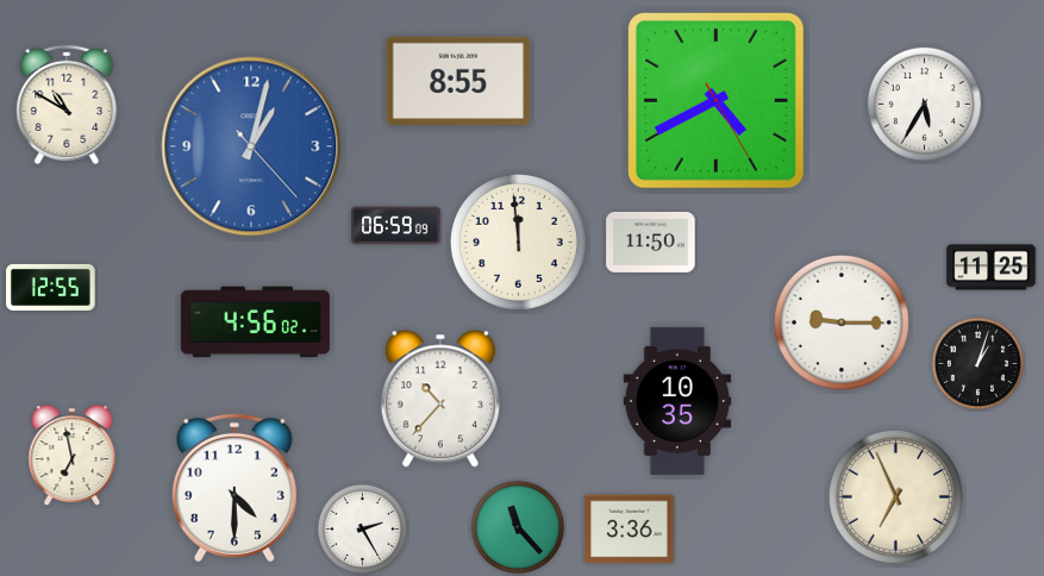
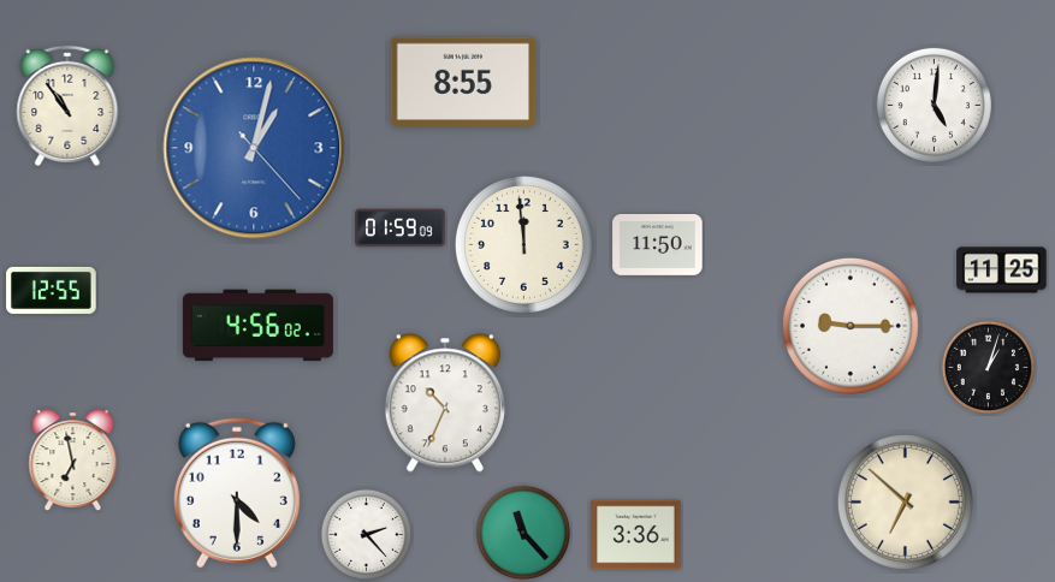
clock at (717, 101): 4:40 -> none
clock at (924, 104): 5:35 -> 5:01
clock at (67, 105): 10:50 -> 10:54
clock at (396, 226): 06:59 -> 01:59
clock at (440, 399): 10:37 -> 10:34
clock at (677, 401): 10:35 -> none
clock at (895, 496): 6:56 -> 6:52
clock at (363, 530): 2:25 -> 2:23
